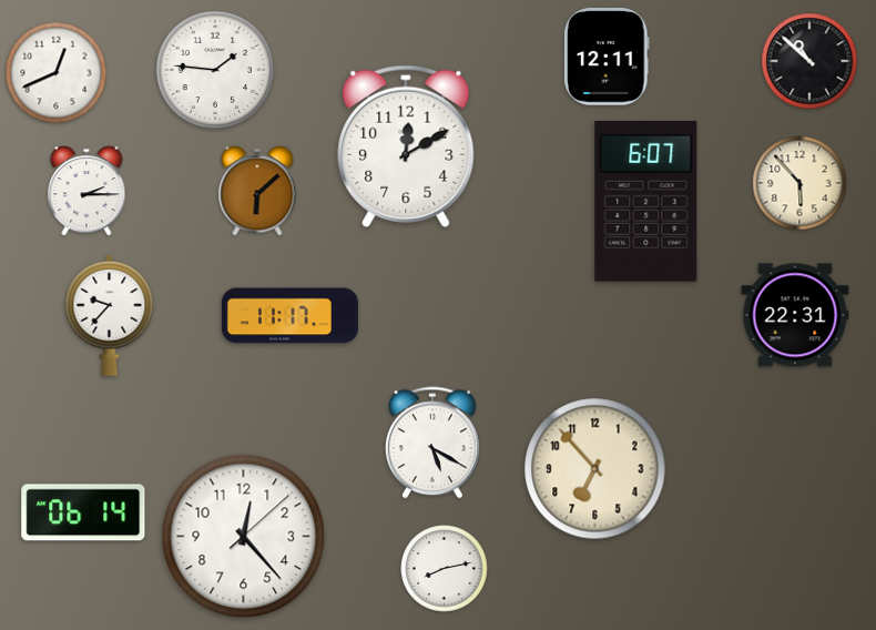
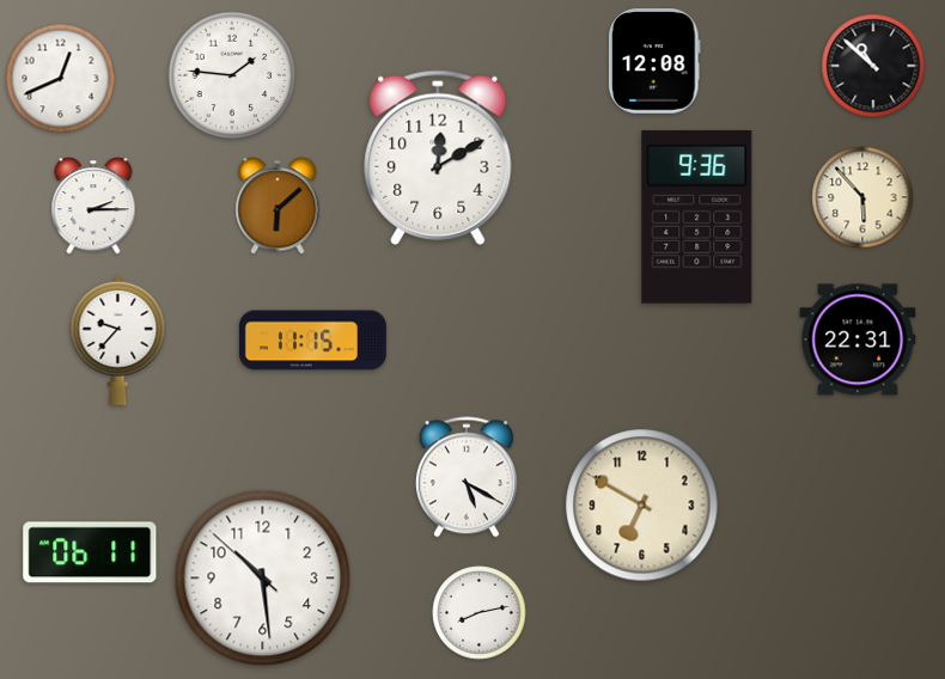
clock at (607, 57): 12:11 -> 12:08
clock at (646, 201): 6:07 -> 9:36
clock at (289, 316): 11:17 -> 11:15
clock at (595, 469): 6:53 -> 6:50
clock at (83, 512): 06:14 -> 06:11
clock at (244, 537): 12:23 -> 10:28
